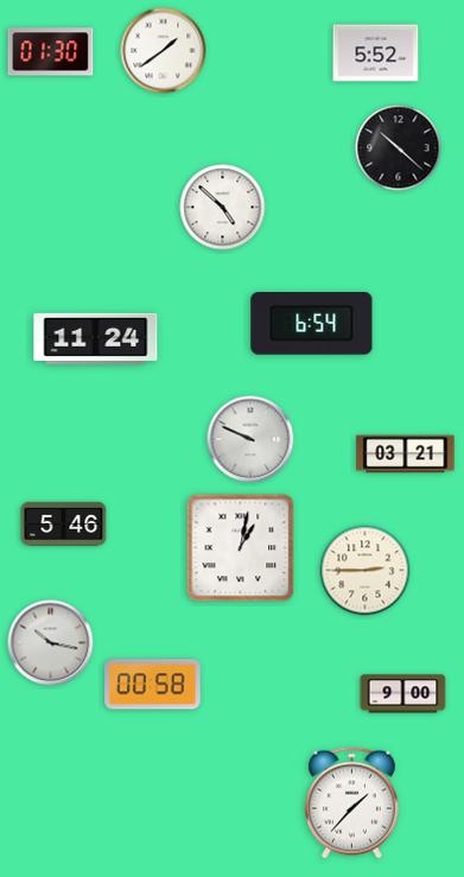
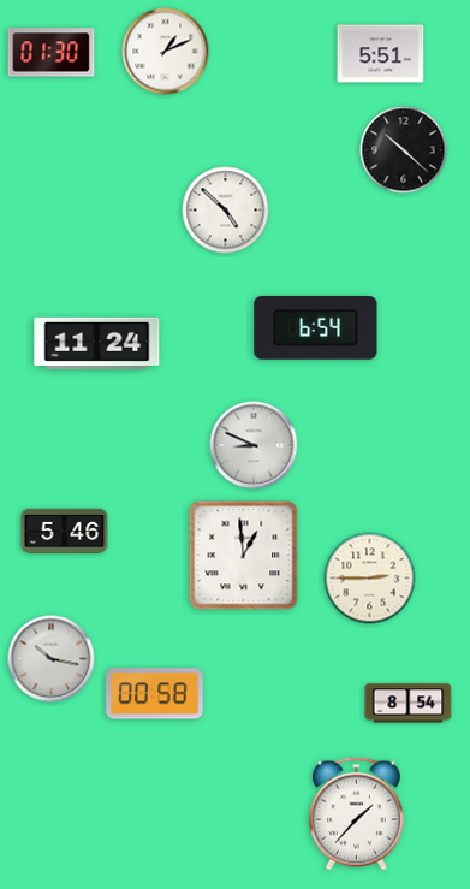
clock at (164, 51): 1:39 -> 1:11
clock at (376, 53): 5:52 -> 5:51
clock at (250, 439): 9:49 -> 8:49
clock at (406, 455): 03:21 -> none
clock at (241, 548): 1:02 -> 12:59
clock at (51, 643) position: (51, 643) -> (52, 659)
clock at (403, 694): 9:00 -> 8:54
